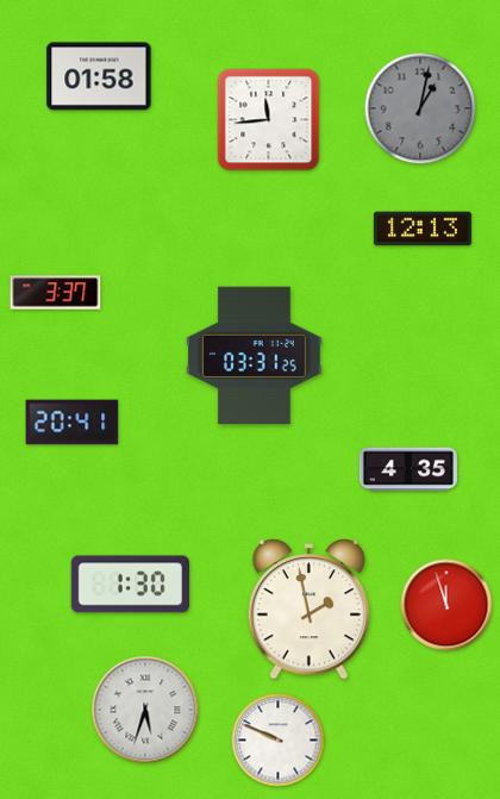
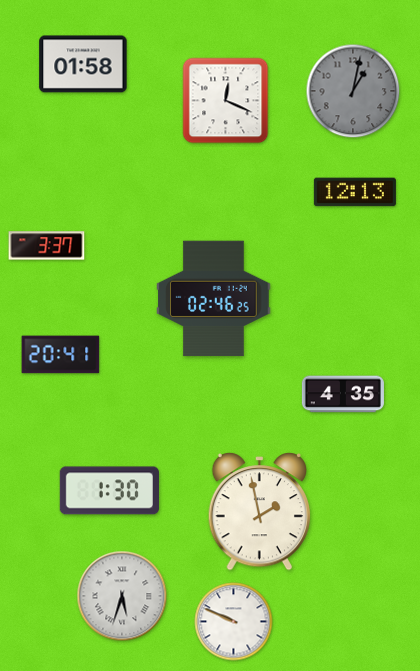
clock at (269, 120): 11:44 -> 12:19
clock at (255, 356): 03:31 -> 02:46
clock at (446, 605): 11:57 -> none
